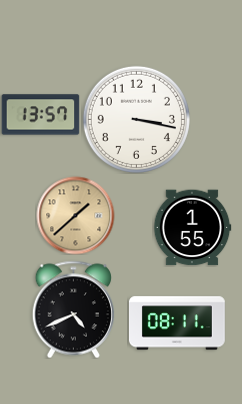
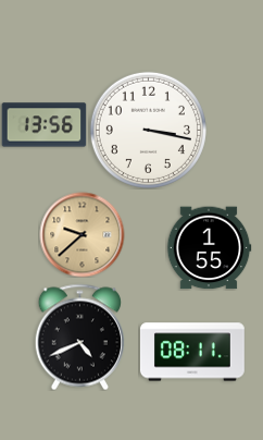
clock at (40, 115): 13:57 -> 13:56
clock at (75, 215): 1:38 -> 9:38
